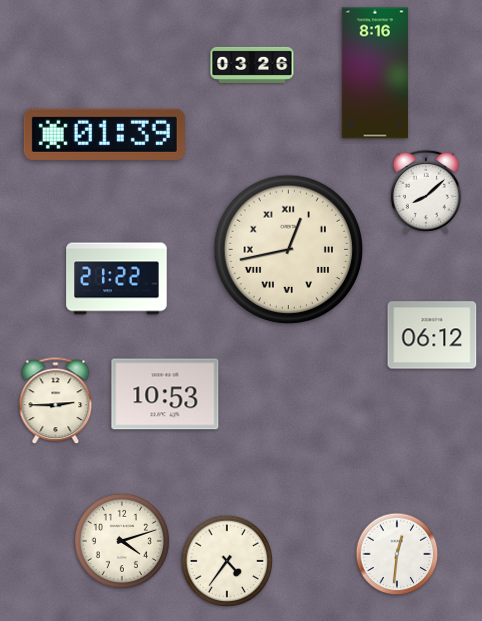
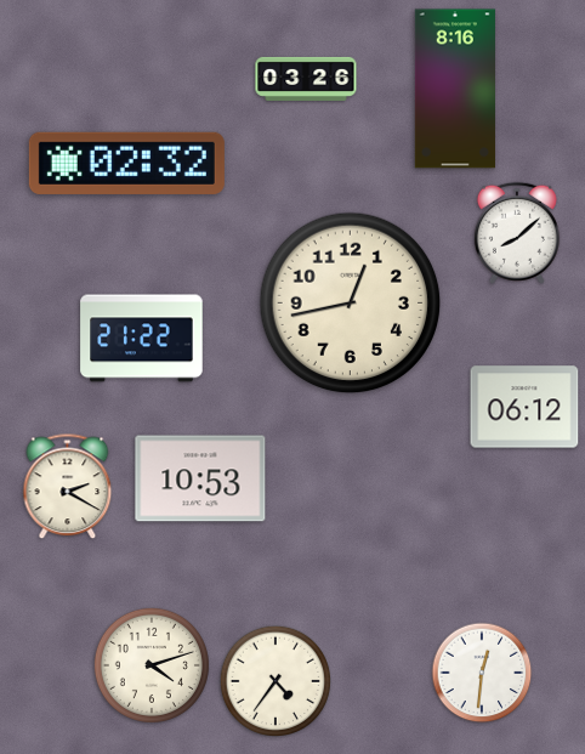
clock at (104, 134): 01:39 -> 02:32
clock at (289, 250) numerals: Roman -> Arabic
clock at (56, 401): 2:45 -> 2:20
clock at (122, 541) position: (122, 541) -> (152, 665)
